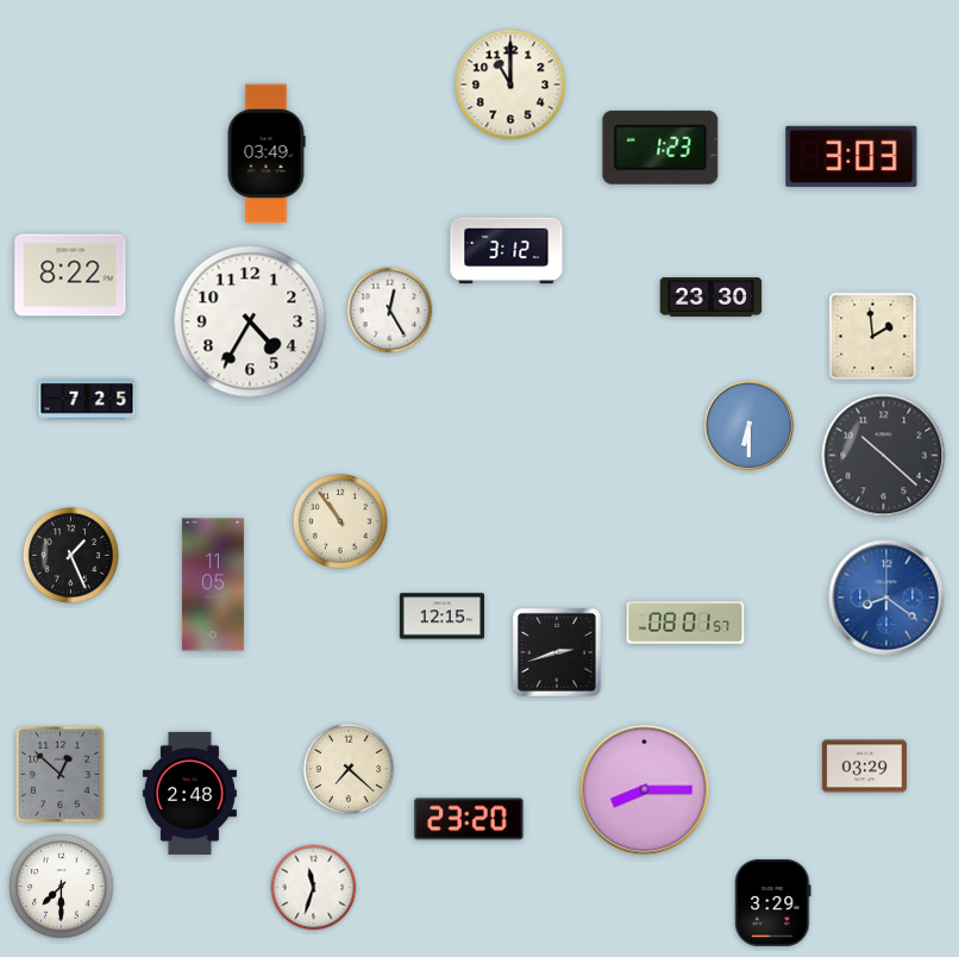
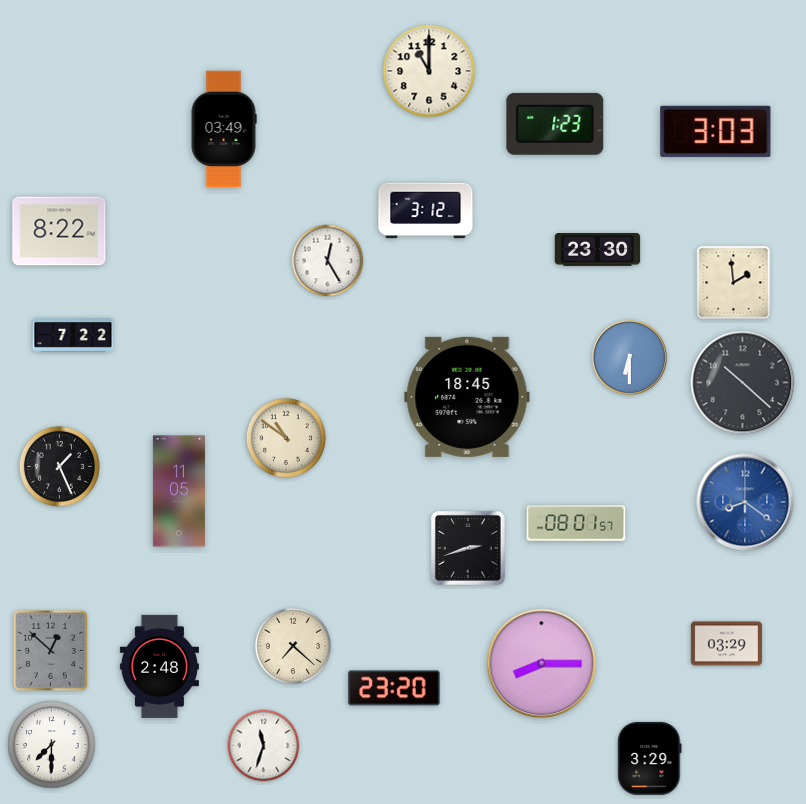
clock at (250, 321): 4:35 -> none
clock at (87, 399): 7:25 -> 7:22
clock at (467, 397): none -> 18:45
clock at (340, 521): 10:54 -> 10:51
clock at (441, 617): 12:15 -> none
